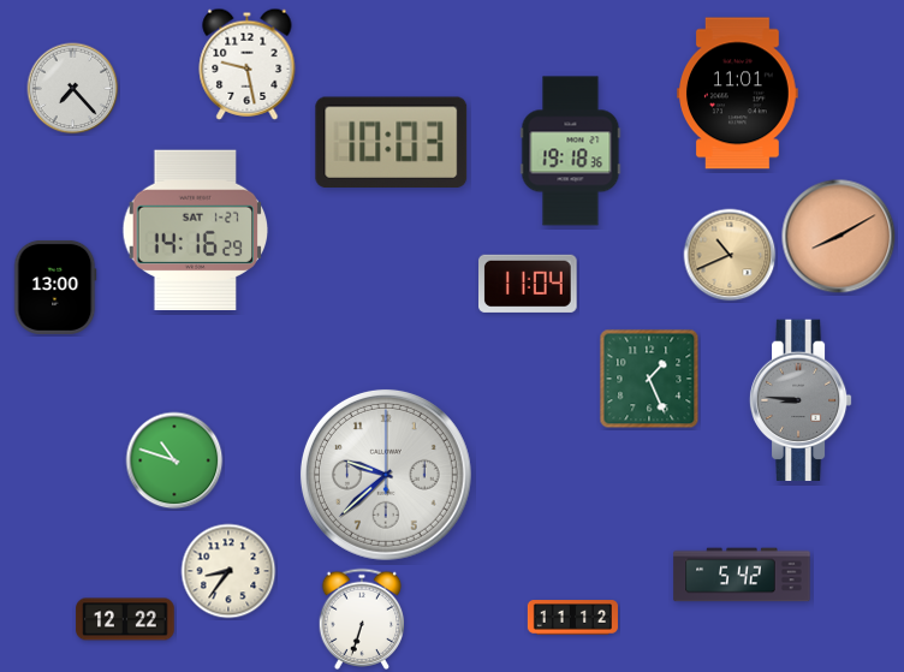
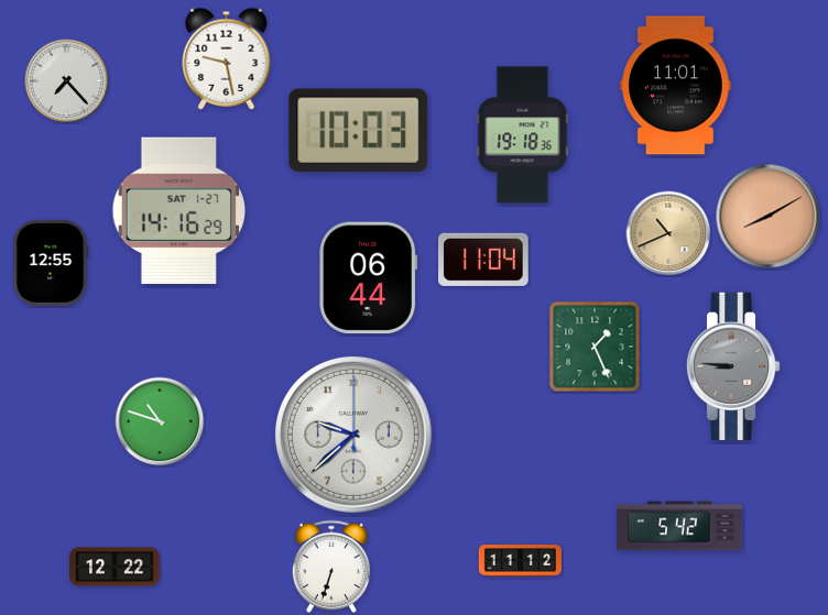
clock at (571, 151) position: (571, 151) -> (523, 135)
clock at (55, 287): 13:00 -> 12:55
clock at (369, 278): none -> 06:44
clock at (228, 571): 8:36 -> none
clock at (572, 618) position: (572, 618) -> (520, 561)
